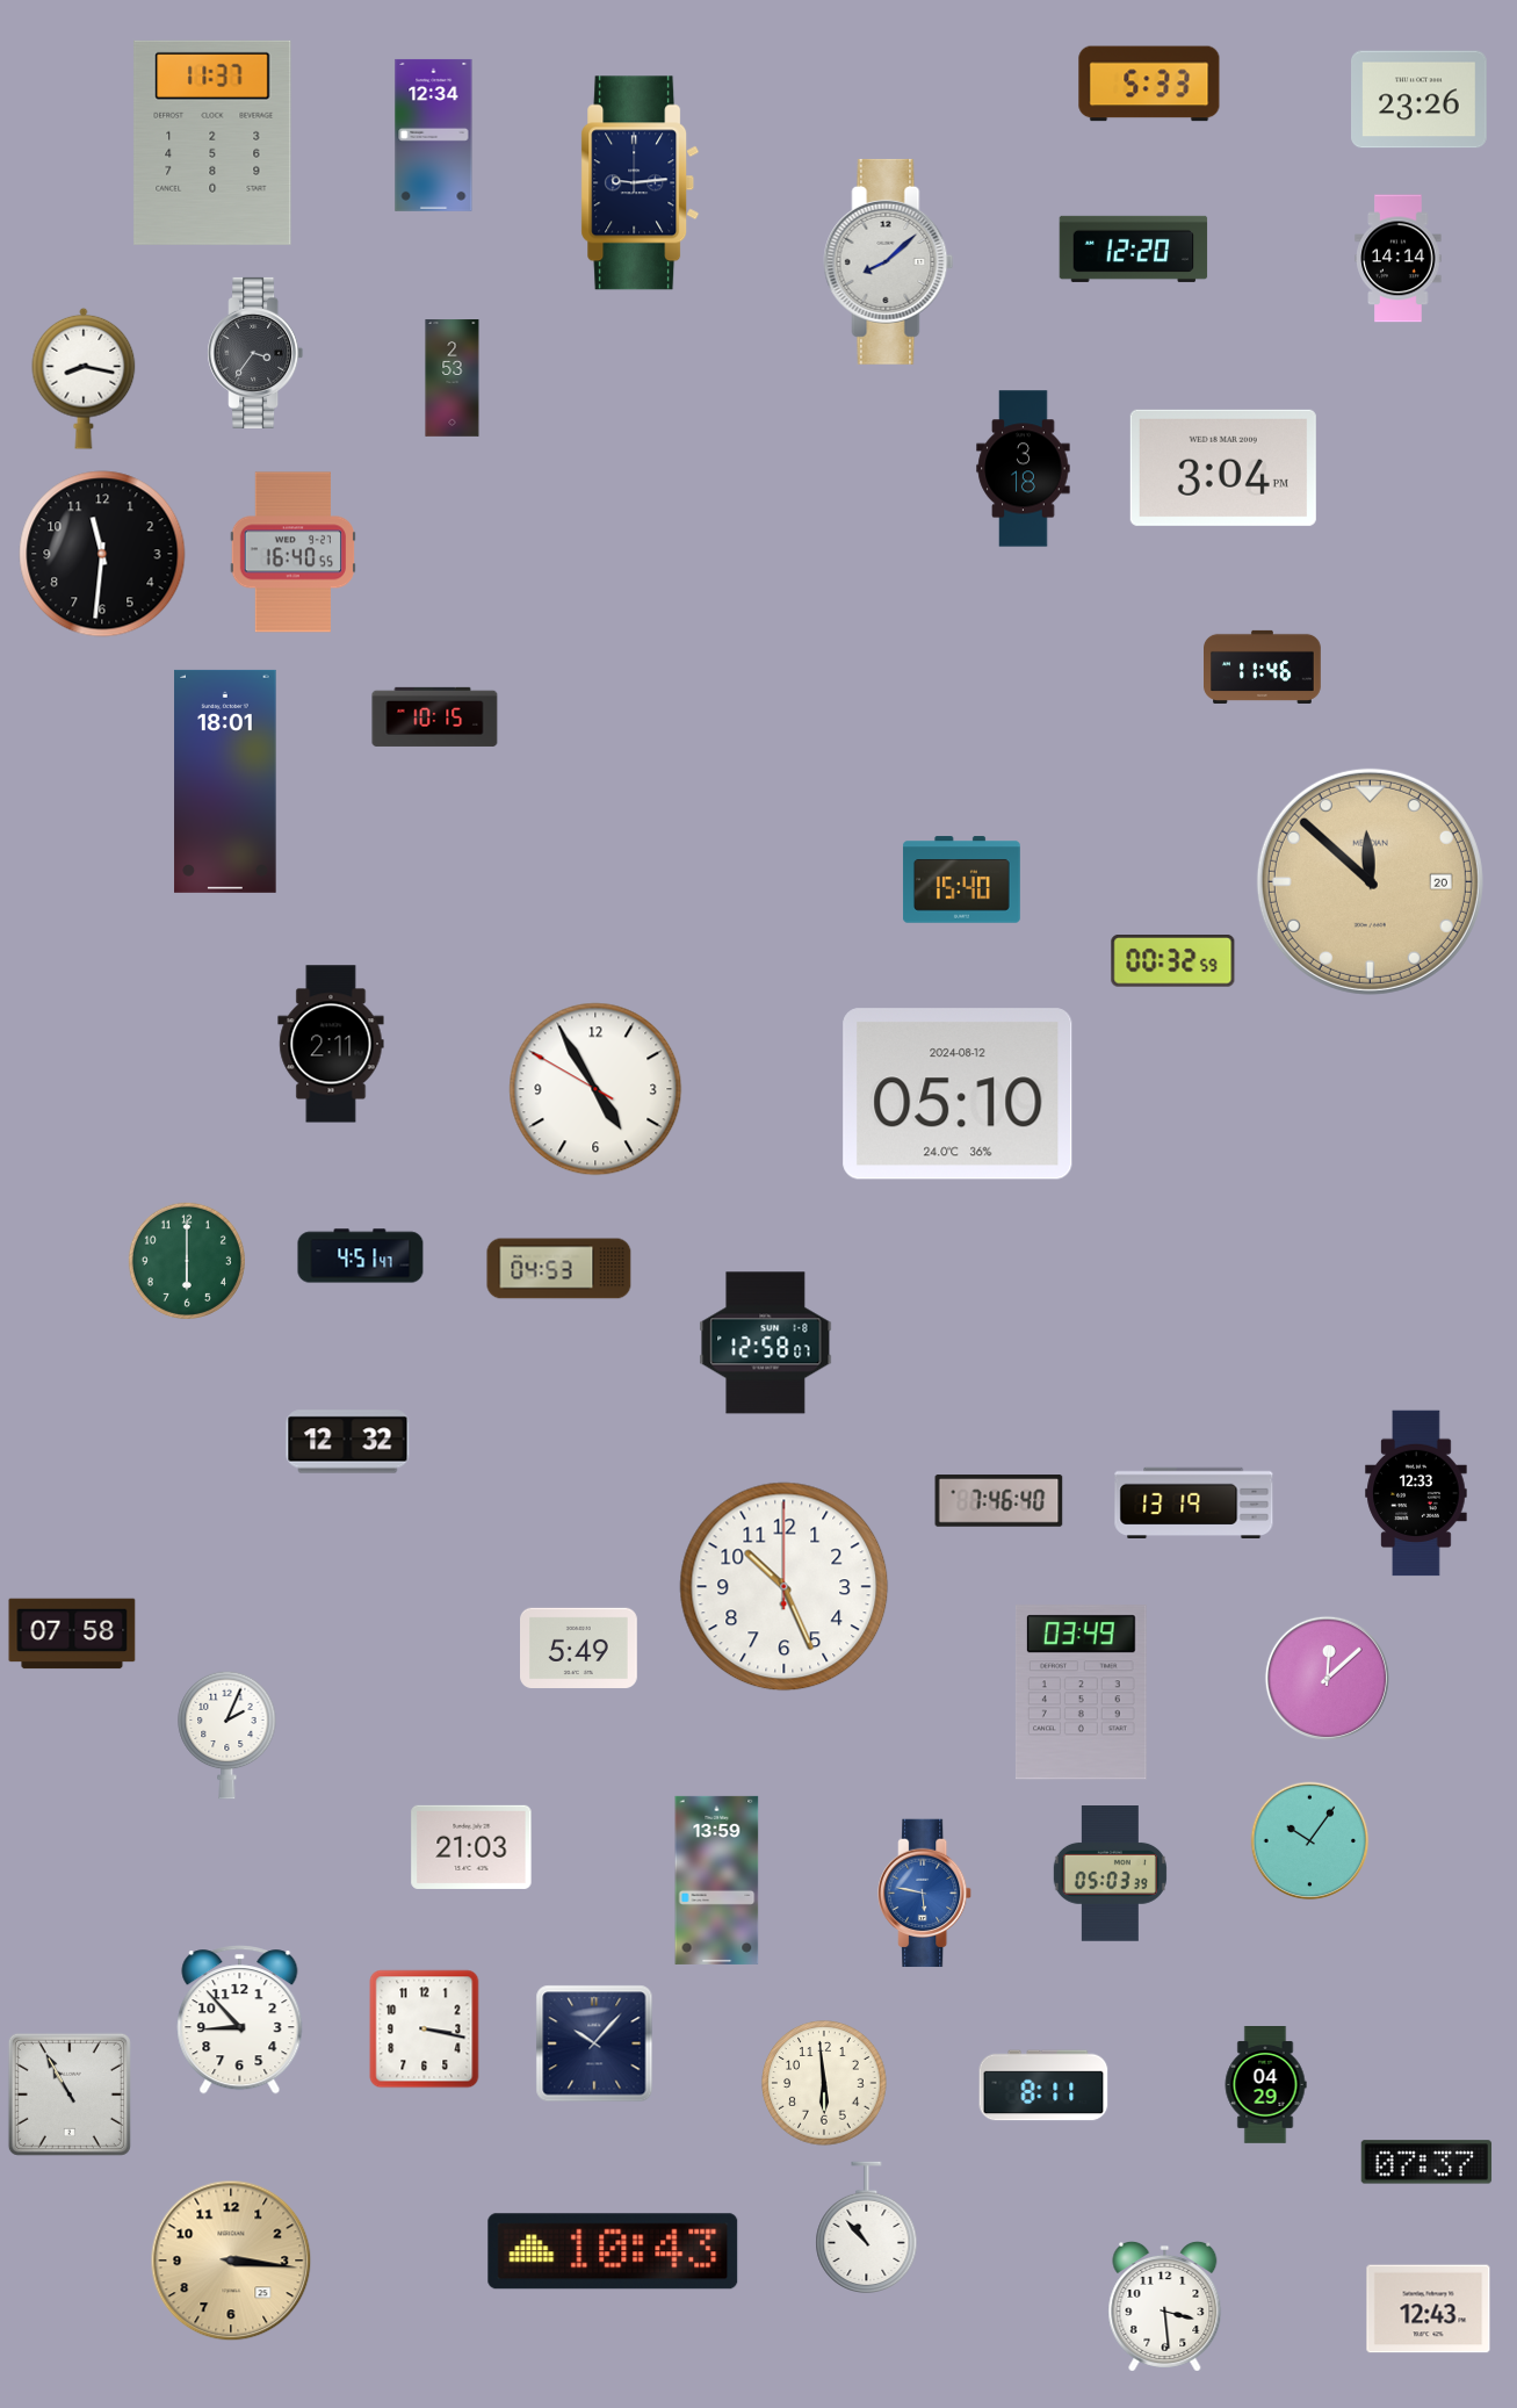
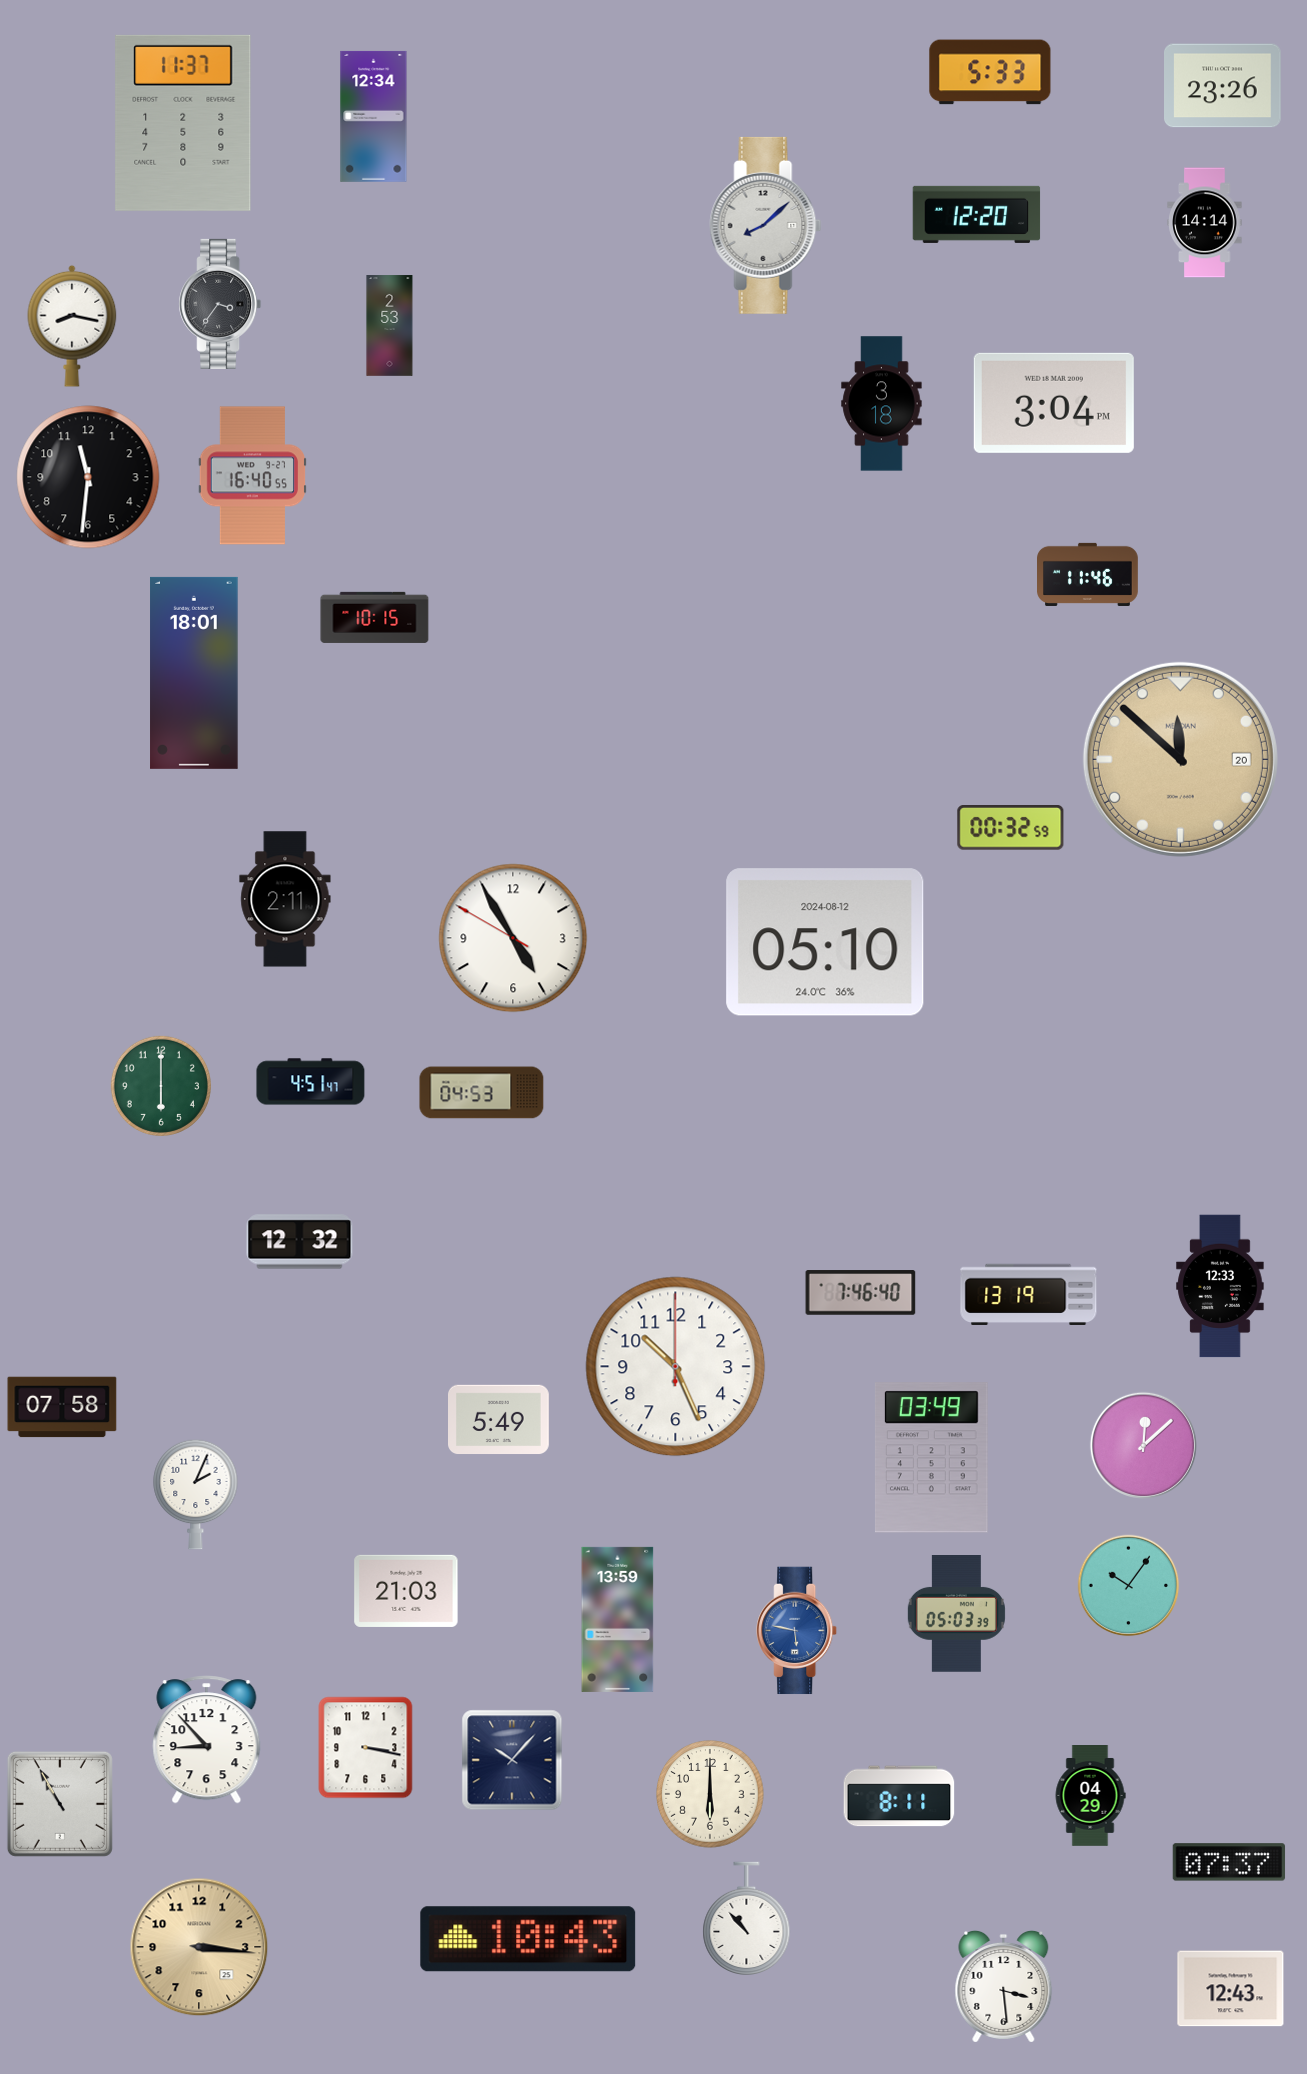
clock at (641, 183): 9:14 -> none
clock at (962, 880): 15:40 -> none
clock at (766, 1343): 12:58 -> none
clock at (824, 2083): 5:59 -> 6:00
